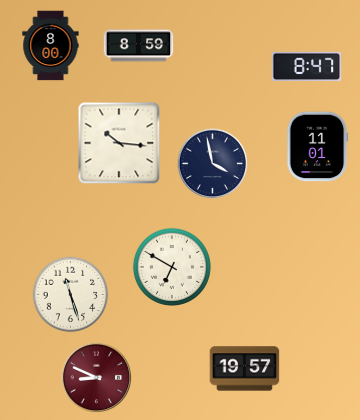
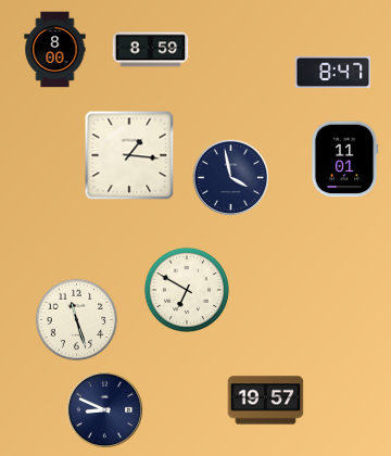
clock at (119, 143): 10:16 -> 1:16
clock at (97, 378) dial: burgundy -> navy
